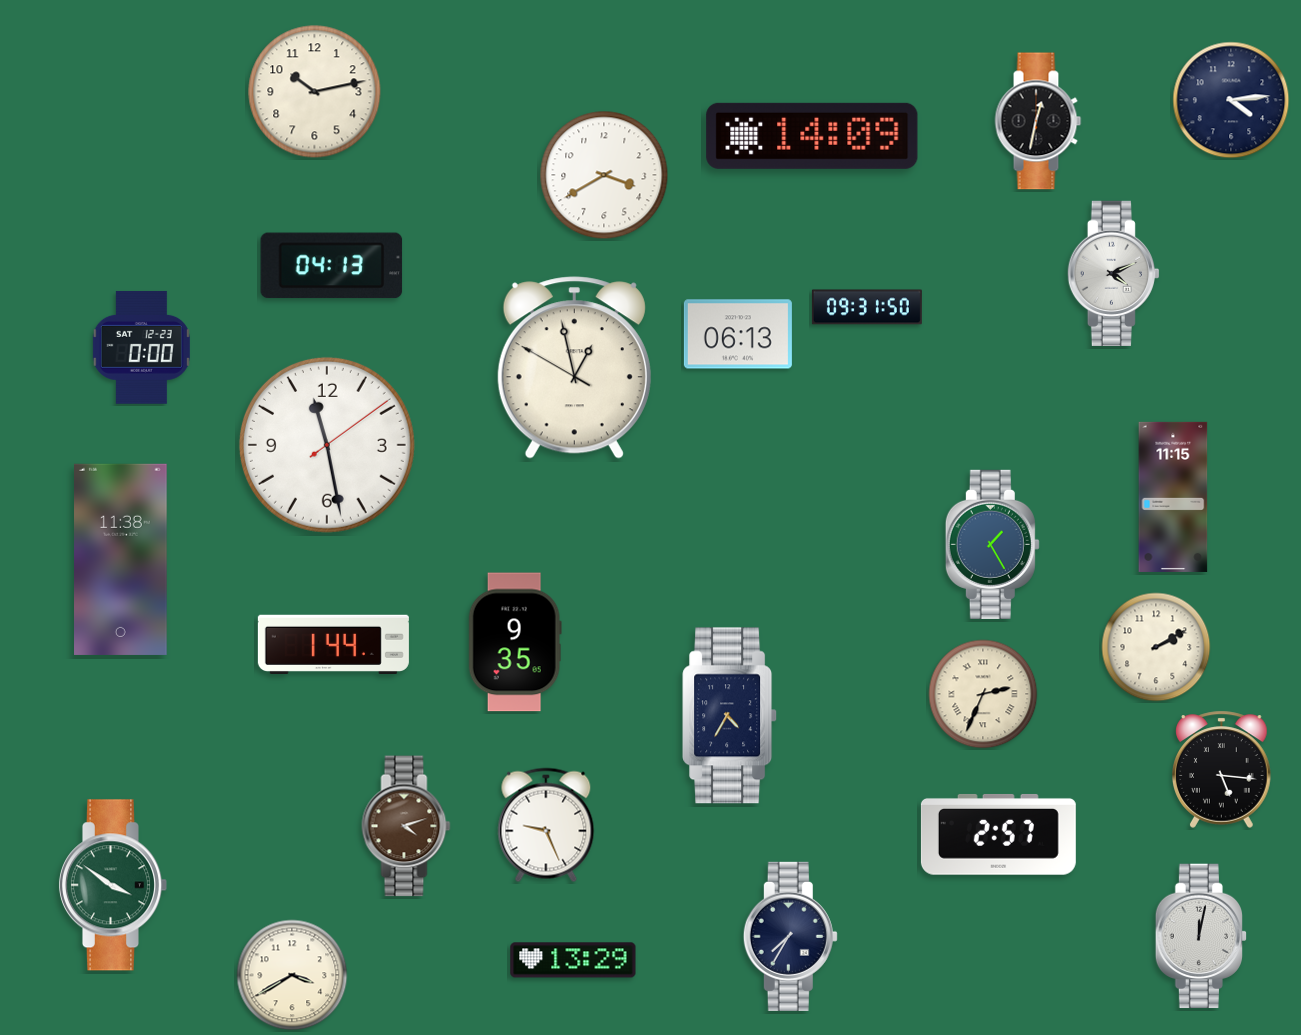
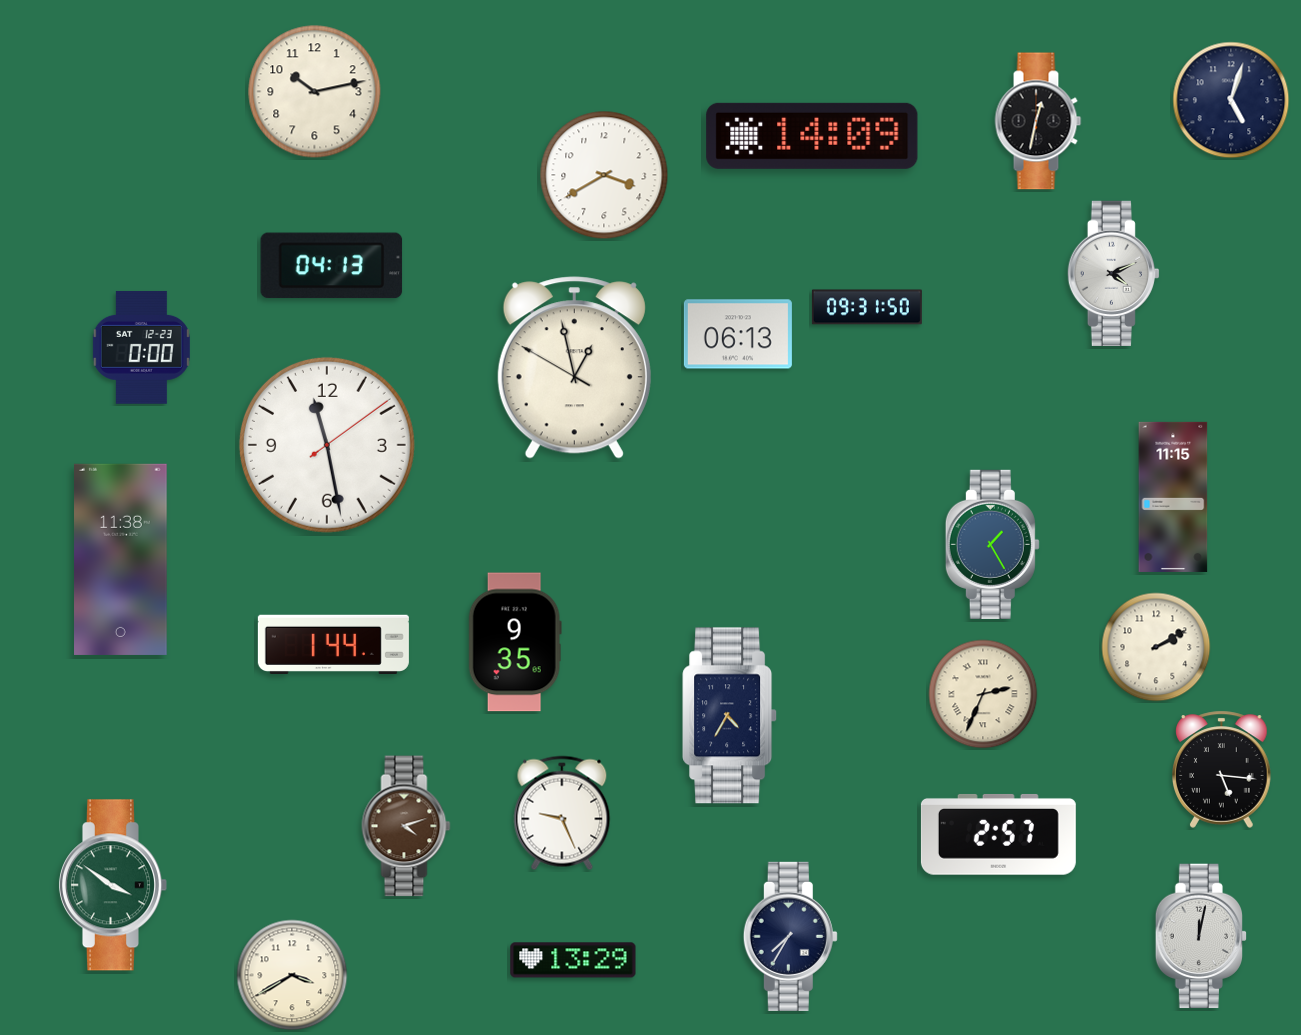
clock at (1231, 100): 4:14 -> 5:03
clock at (546, 825) position: (546, 825) -> (562, 813)
